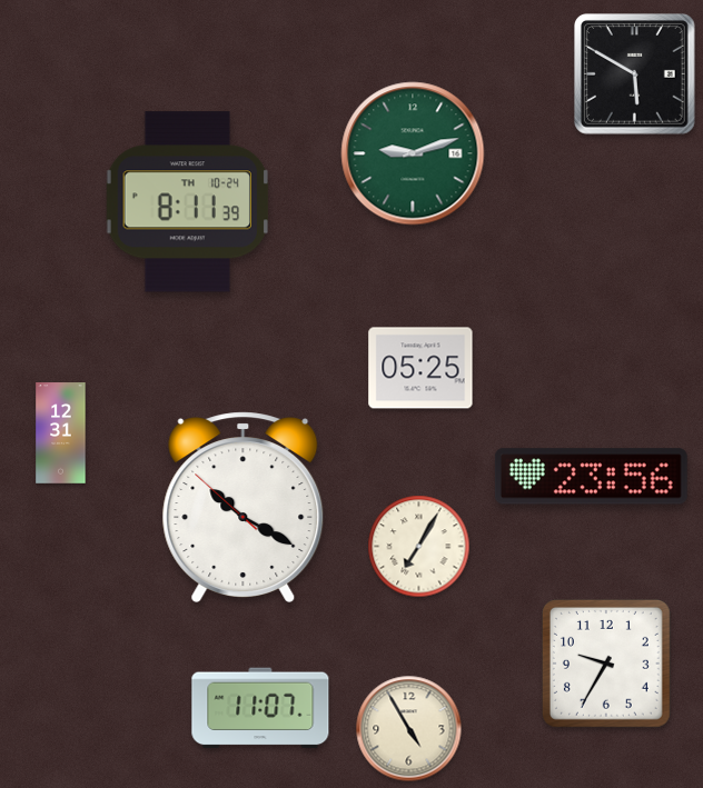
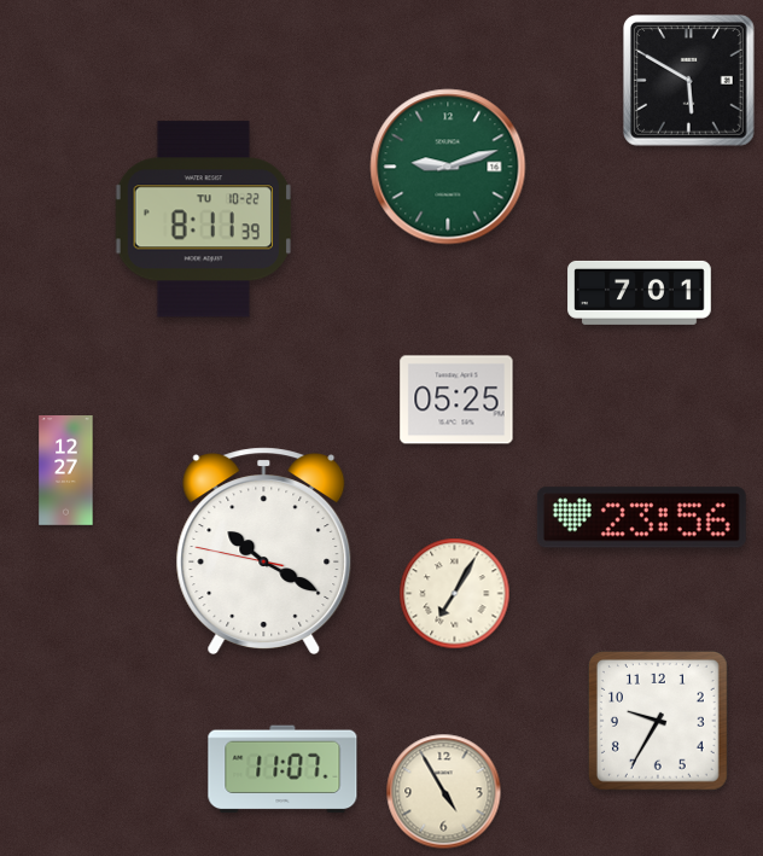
clock at (187, 202) date: TH 10-24 -> TU 10-22
clock at (640, 292): none -> 7:01
clock at (61, 433): 12:31 -> 12:27
clock at (244, 507): 10:19:52 -> 10:19:47
